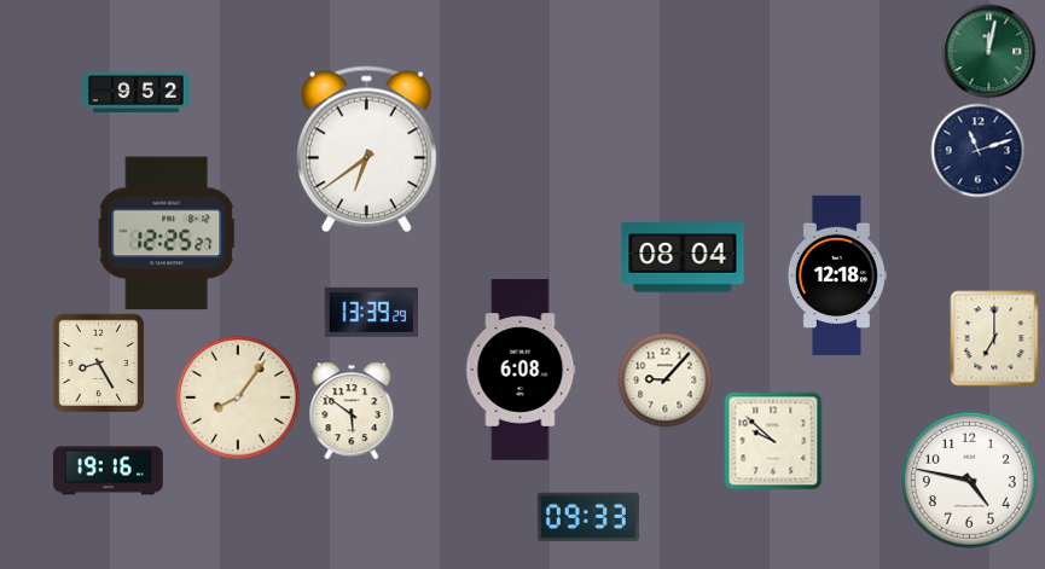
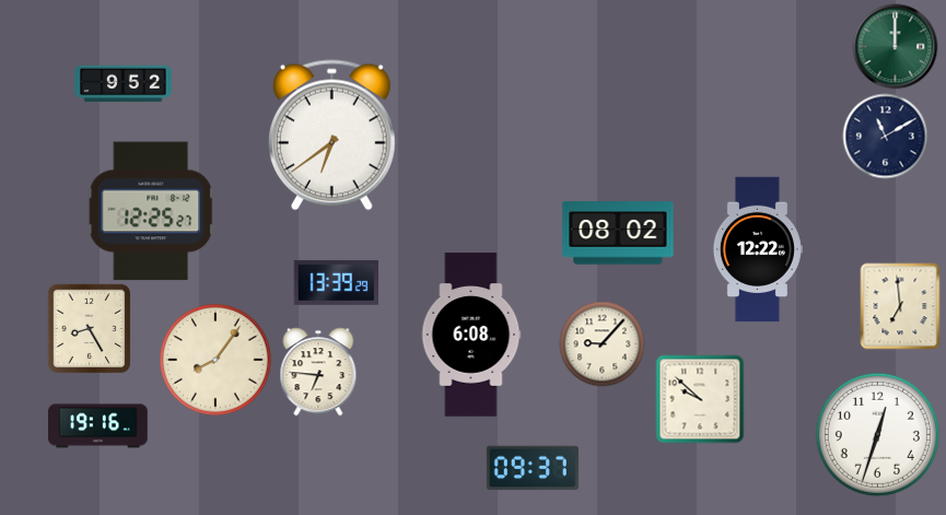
clock at (988, 51): 12:02 -> 12:00
clock at (977, 150): 11:12 -> 11:10
clock at (683, 257): 08:04 -> 08:02
clock at (836, 275): 12:18 -> 12:22
clock at (994, 338): 7:00 -> 6:59
clock at (352, 411): 5:51 -> 6:46
clock at (969, 480): 4:47 -> 12:33
clock at (588, 517): 09:33 -> 09:37
